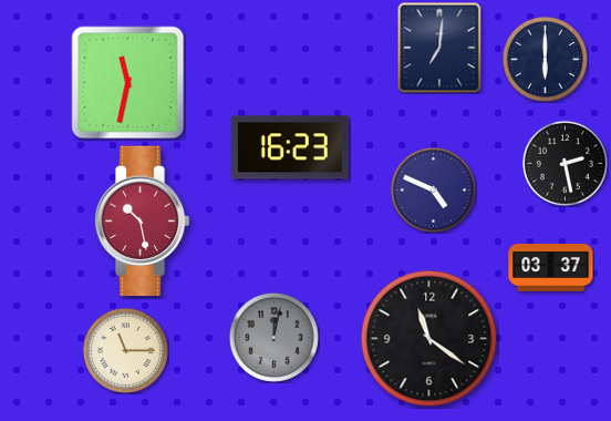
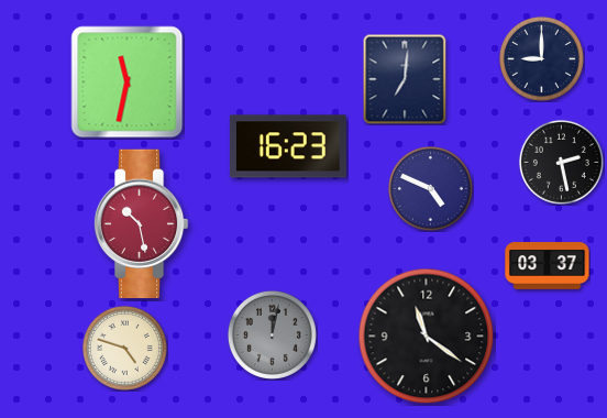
clock at (439, 48) position: (439, 48) -> (405, 79)
clock at (545, 59): 6:00 -> 9:00
clock at (142, 222) position: (142, 222) -> (141, 224)
clock at (125, 350): 11:15 -> 4:48
